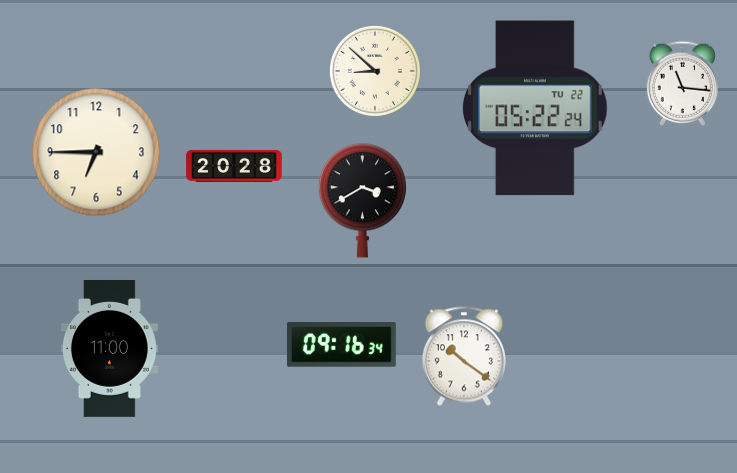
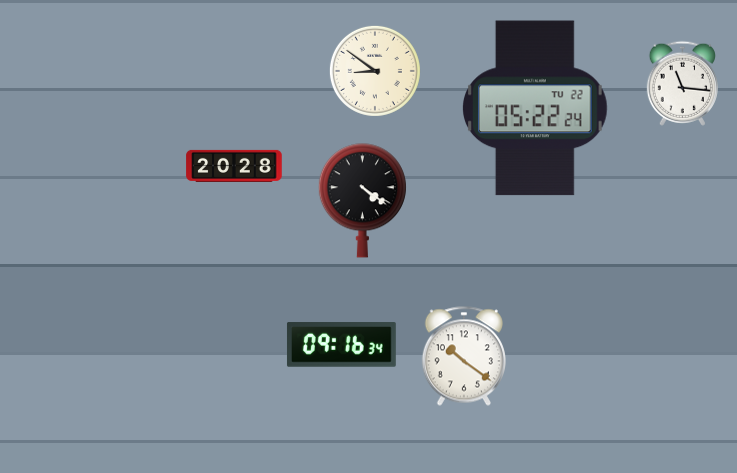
clock at (375, 71): 8:52 -> 8:51
clock at (96, 152): 6:45 -> none
clock at (362, 201): 3:40 -> 4:21
clock at (109, 348): 11:00 -> none
